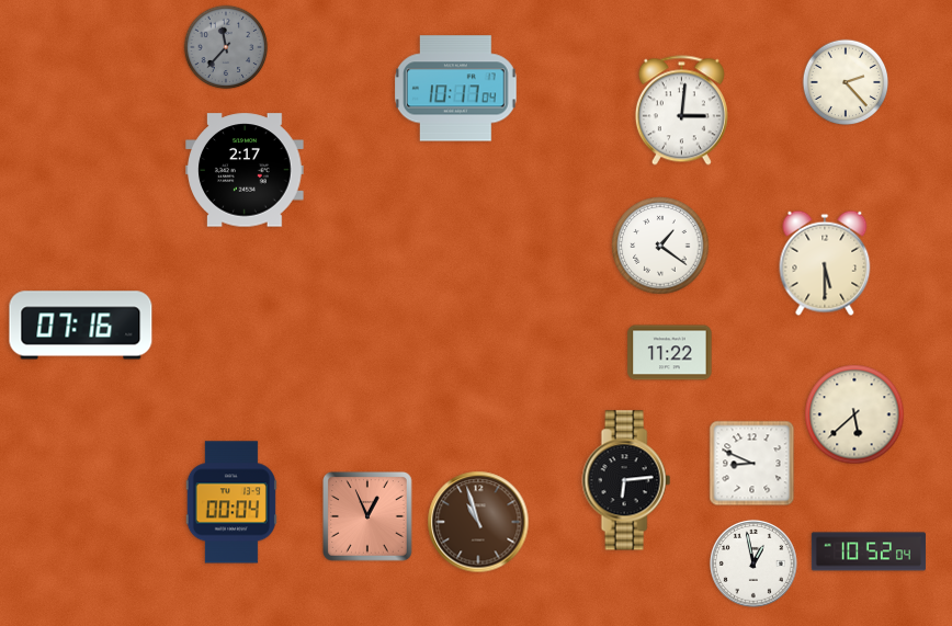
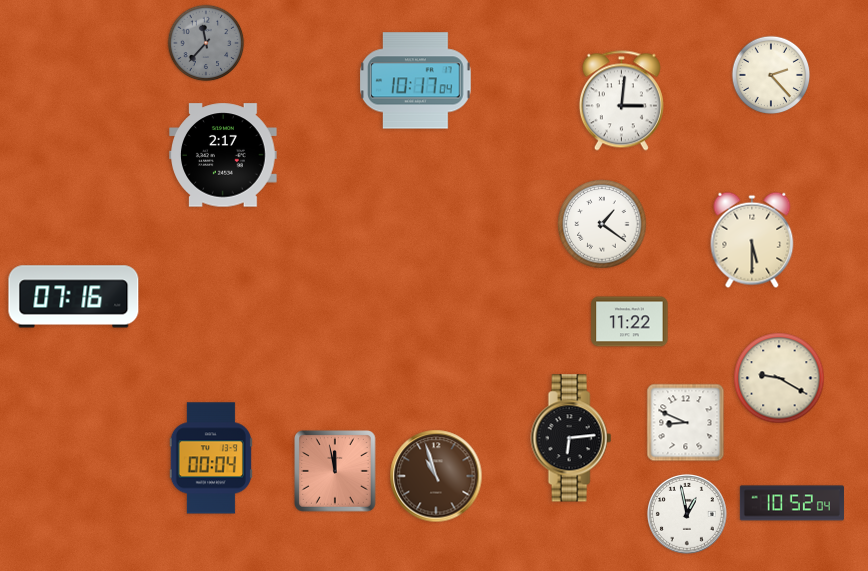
clock at (670, 353) position: (670, 353) -> (630, 322)
clock at (854, 414): 5:38 -> 9:20
clock at (369, 517): 12:56 -> 11:58
